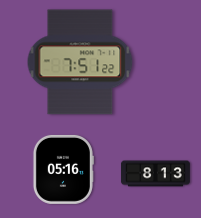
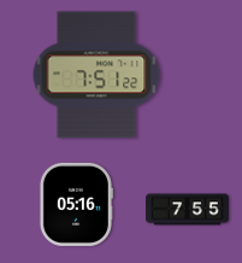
clock at (155, 174): 8:13 -> 7:55
